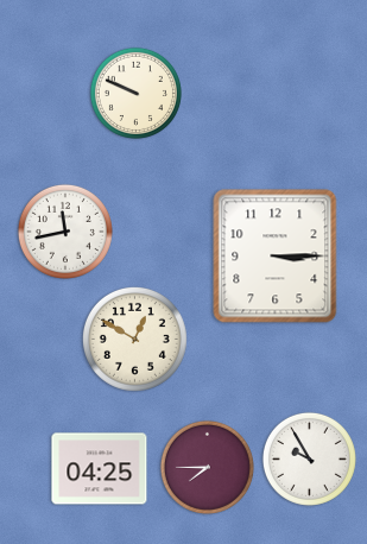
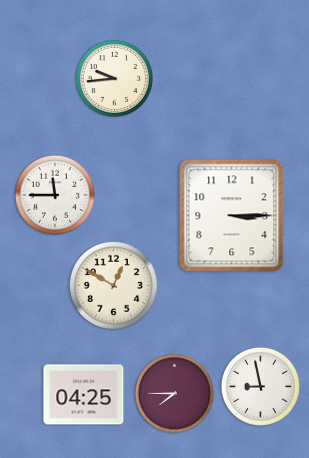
clock at (135, 93): 9:49 -> 9:44
clock at (65, 232): 11:43 -> 11:45
clock at (309, 458): 9:55 -> 8:58
